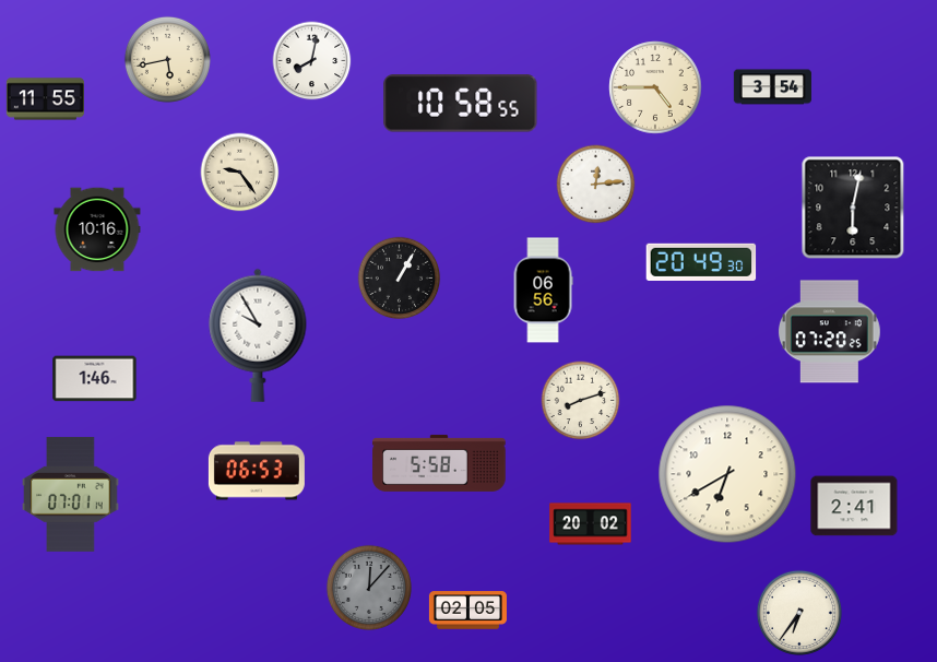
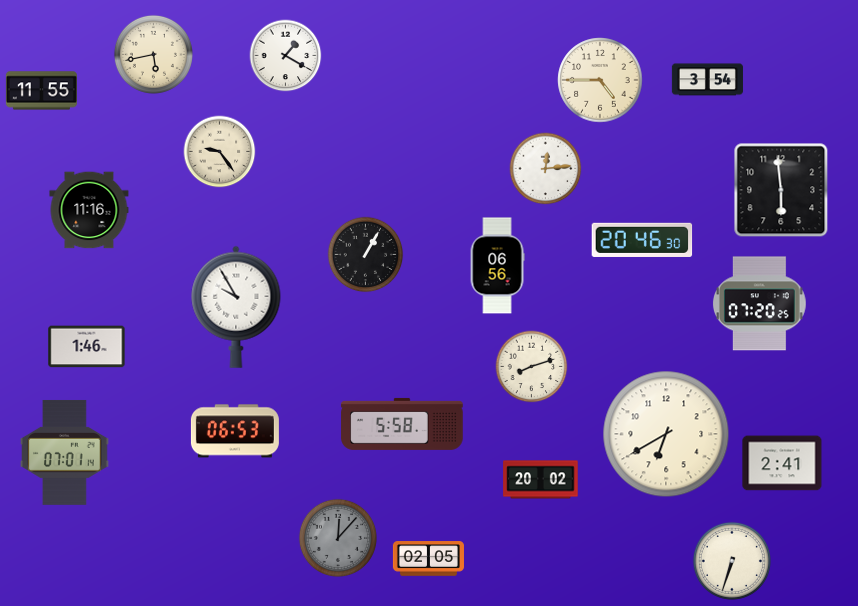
clock at (312, 61): 8:02 -> 1:20
clock at (461, 104): 10:58 -> none
clock at (240, 173) position: (240, 173) -> (220, 152)
clock at (853, 208): 6:02 -> 5:59
clock at (97, 229): 10:16 -> 11:16
clock at (701, 262): 20:49 -> 20:46
clock at (799, 613): 6:36 -> 6:33
